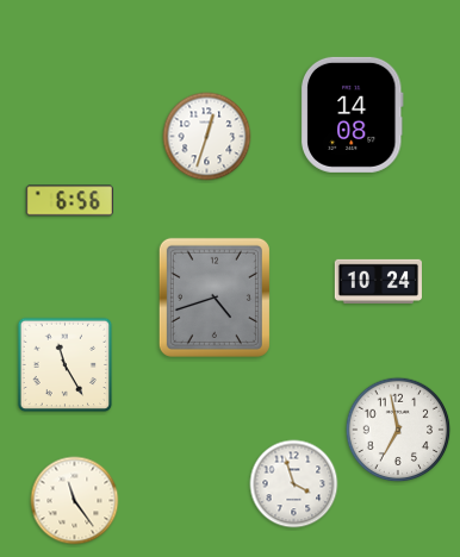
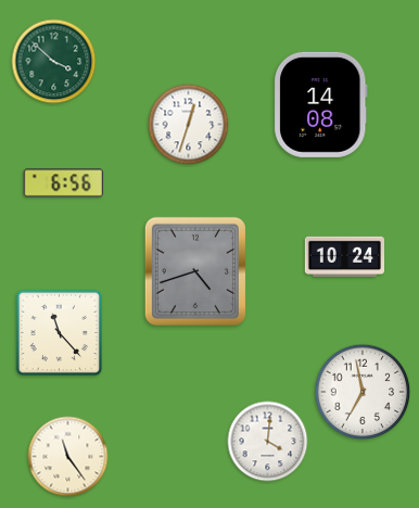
clock at (54, 62): none -> 3:52
clock at (66, 365): 11:25 -> 11:23
clock at (294, 484): 3:57 -> 4:01
